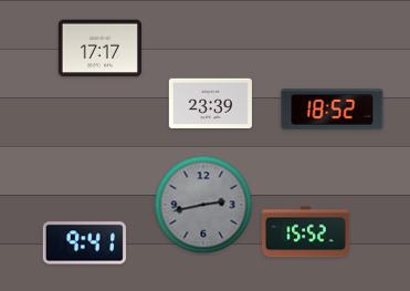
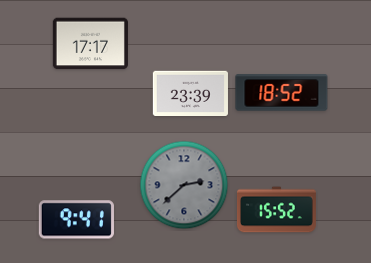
clock at (333, 110) position: (333, 110) -> (282, 93)
clock at (203, 205): 2:43 -> 2:38
